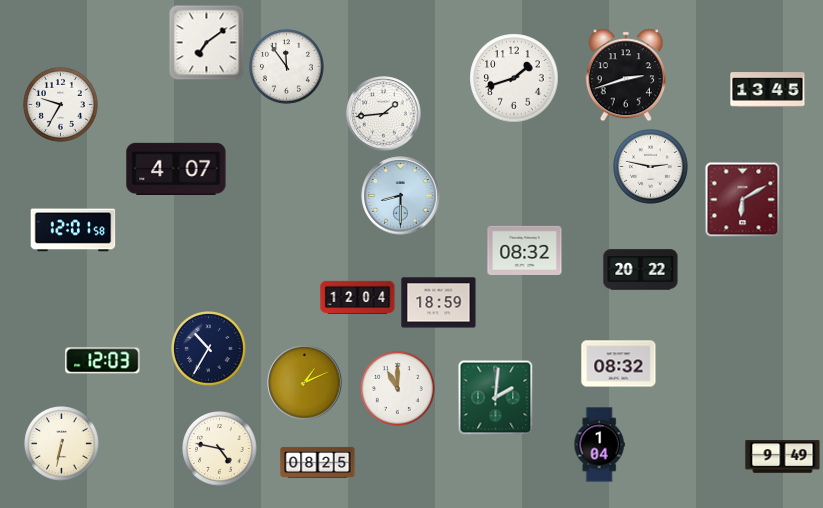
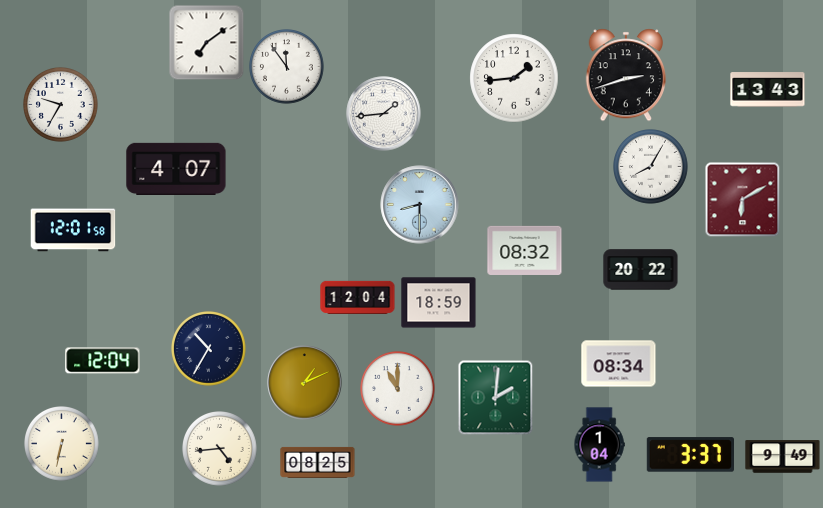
clock at (514, 78): 1:42 -> 1:44
clock at (768, 90): 13:45 -> 13:43
clock at (651, 167): 2:47 -> 8:05
clock at (401, 196) position: (401, 196) -> (420, 205)
clock at (103, 361): 12:03 -> 12:04
clock at (619, 364): 08:32 -> 08:34
clock at (220, 449): 4:47 -> 4:44
clock at (690, 455): none -> 3:37
